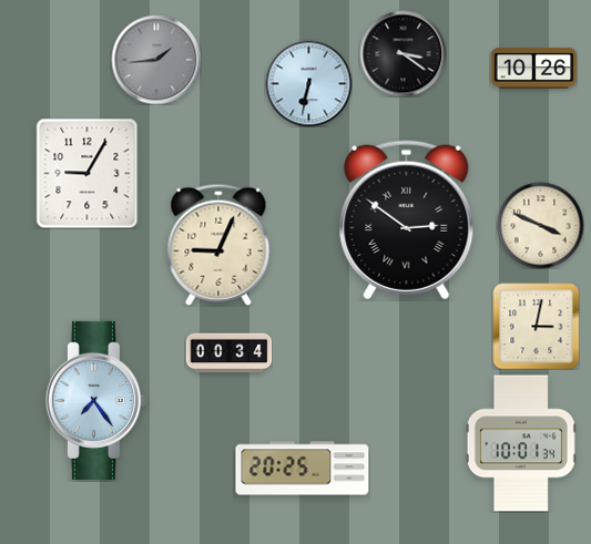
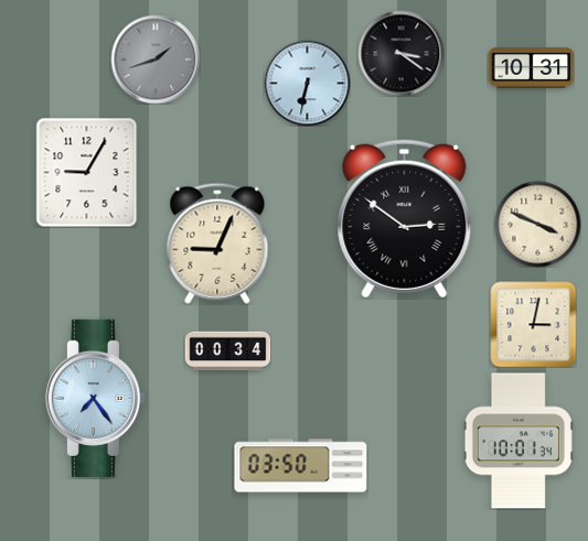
clock at (156, 60): 1:44 -> 1:42
clock at (533, 69): 10:26 -> 10:31
clock at (303, 469): 20:25 -> 03:50
